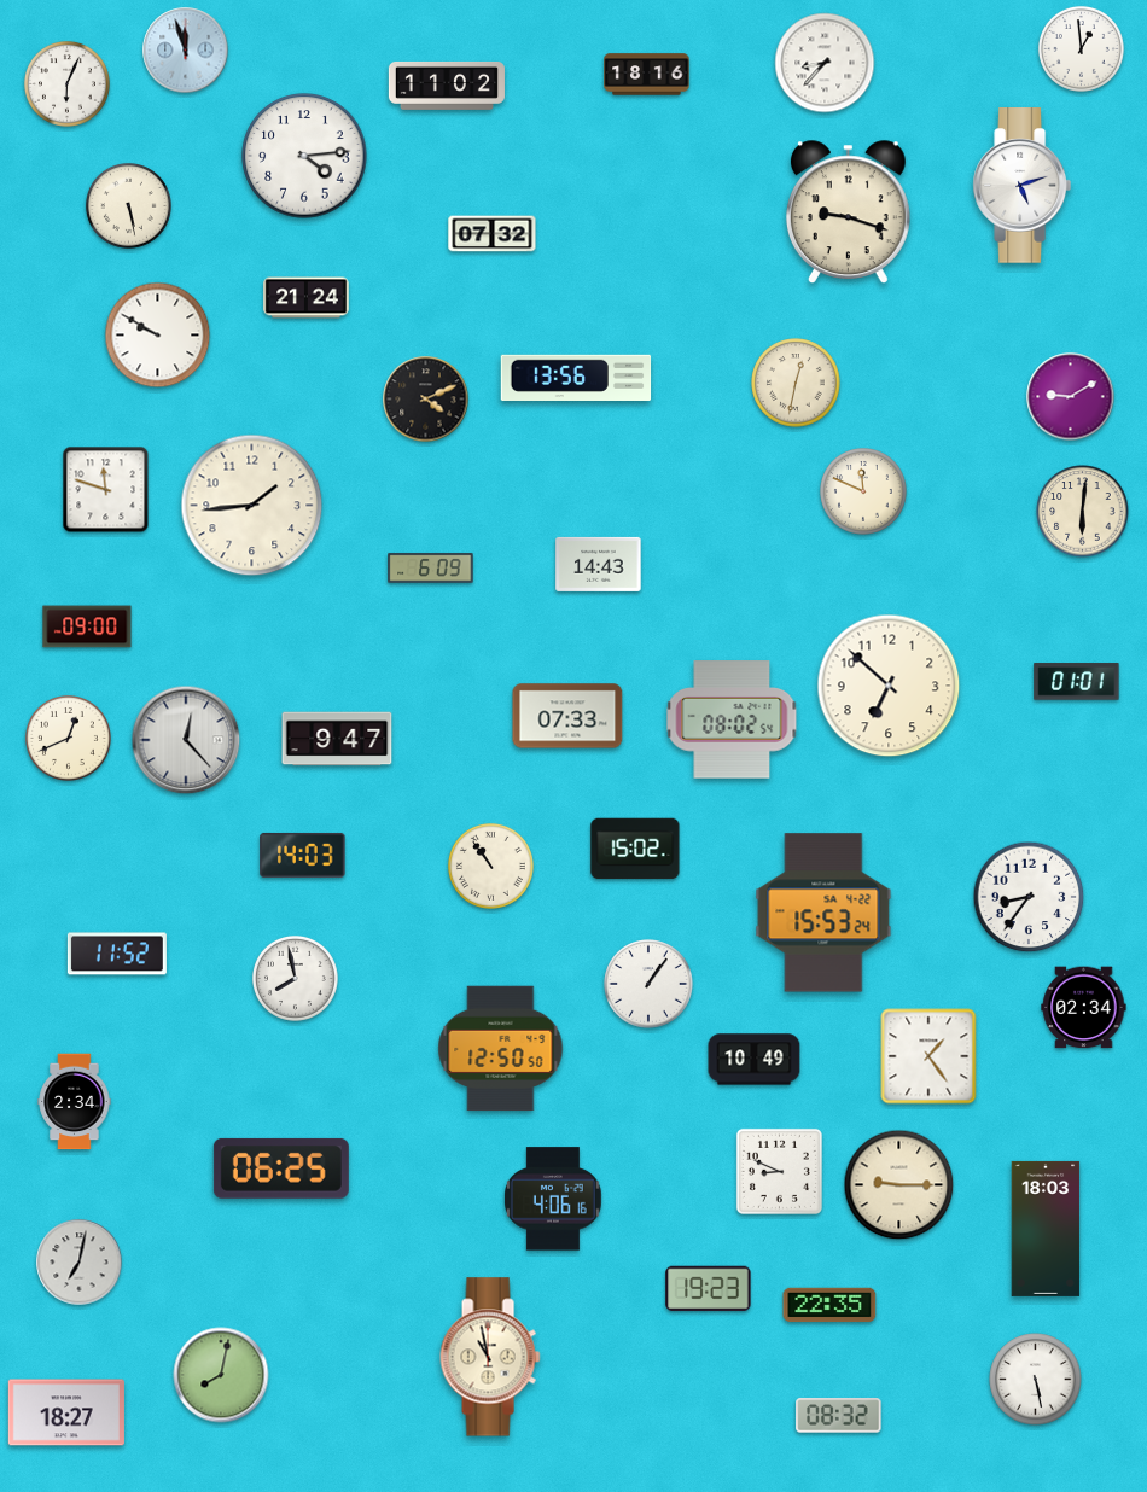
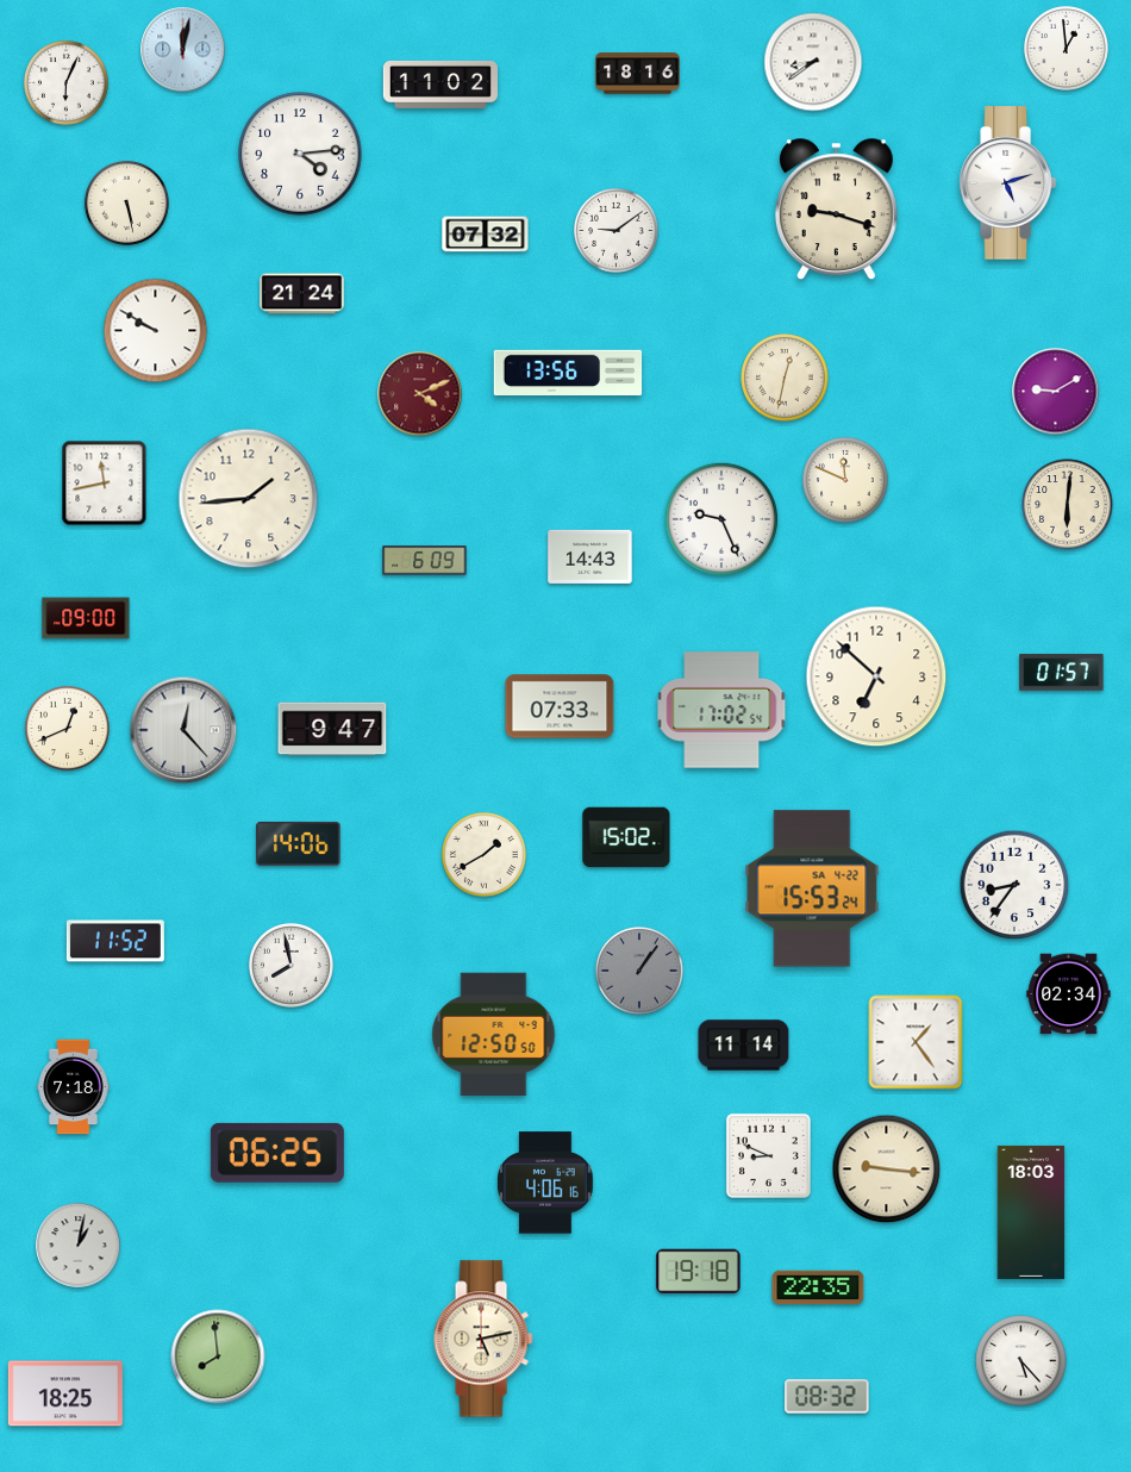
clock at (186, 51): 11:57 -> 12:02
clock at (825, 63): 8:37 -> 8:39
clock at (616, 230): none -> 9:09
clock at (493, 234) position: (493, 234) -> (486, 235)
clock at (426, 400) dial: black -> burgundy
clock at (106, 490): 11:48 -> 11:43
clock at (864, 493) position: (864, 493) -> (846, 481)
clock at (720, 518): none -> 9:26
clock at (1077, 682): 01:01 -> 01:57
clock at (732, 719): 08:02 -> 17:02
clock at (303, 855): 14:03 -> 14:06
clock at (490, 866): 10:54 -> 1:40
clock at (823, 913) position: (823, 913) -> (812, 888)
clock at (648, 984) dial: white -> grey
clock at (755, 1060): 10:49 -> 11:14
clock at (75, 1102): 2:34 -> 7:18
clock at (899, 1185): 9:15 -> 9:16
clock at (80, 1263): 7:02 -> 1:02
clock at (709, 1289): 19:23 -> 19:18
clock at (490, 1357): 10:58 -> 5:13
clock at (221, 1375): 8:02 -> 7:59
clock at (1036, 1380): 5:28 -> 5:23
clock at (66, 1412): 18:27 -> 18:25
